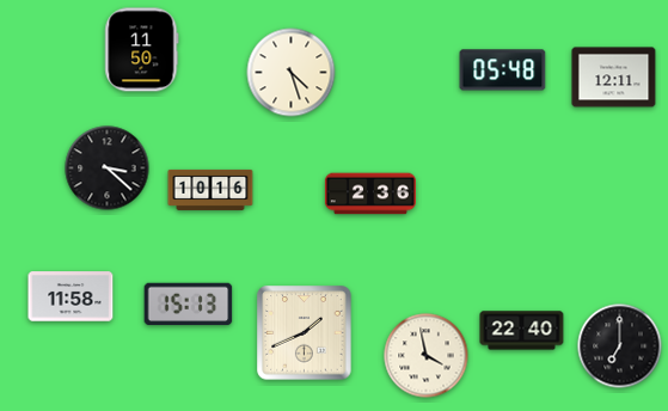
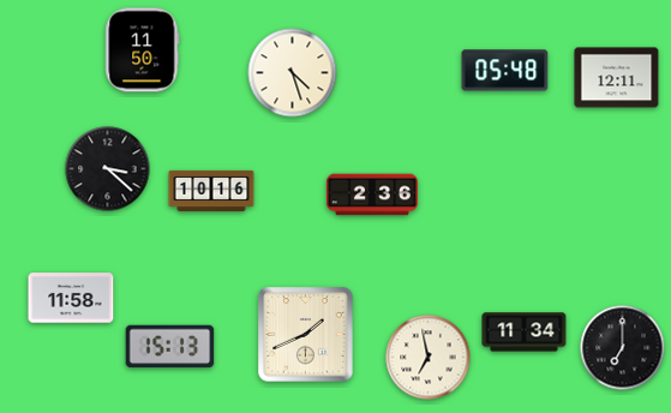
clock at (189, 305) position: (189, 305) -> (170, 347)
clock at (522, 331): 22:40 -> 11:34
clock at (427, 356): 3:58 -> 6:58
